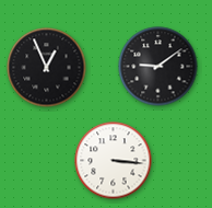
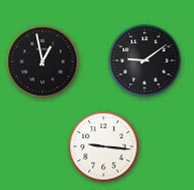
clock at (47, 68): 12:56 -> 12:58
clock at (114, 161): 3:16 -> 9:16
